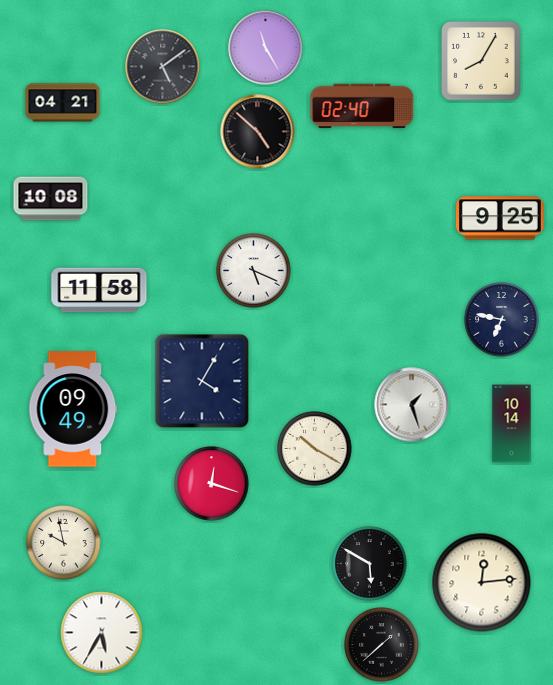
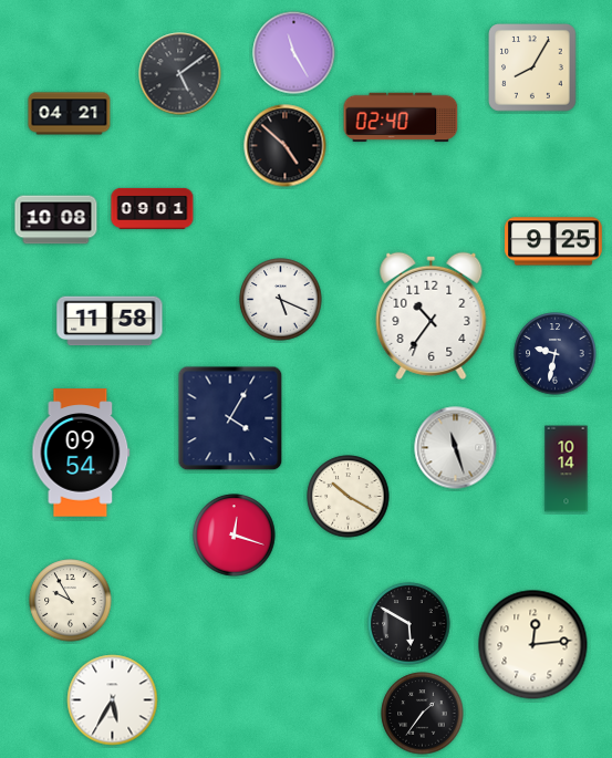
clock at (153, 208): none -> 09:01
clock at (432, 315): none -> 10:36
clock at (502, 320): 6:47 -> 9:32
clock at (202, 381) position: (202, 381) -> (230, 418)
clock at (412, 405): 1:27 -> 11:27
clock at (73, 409): 09:49 -> 09:54
clock at (64, 543): 9:58 -> 9:55
clock at (382, 645): 1:38 -> 1:36
